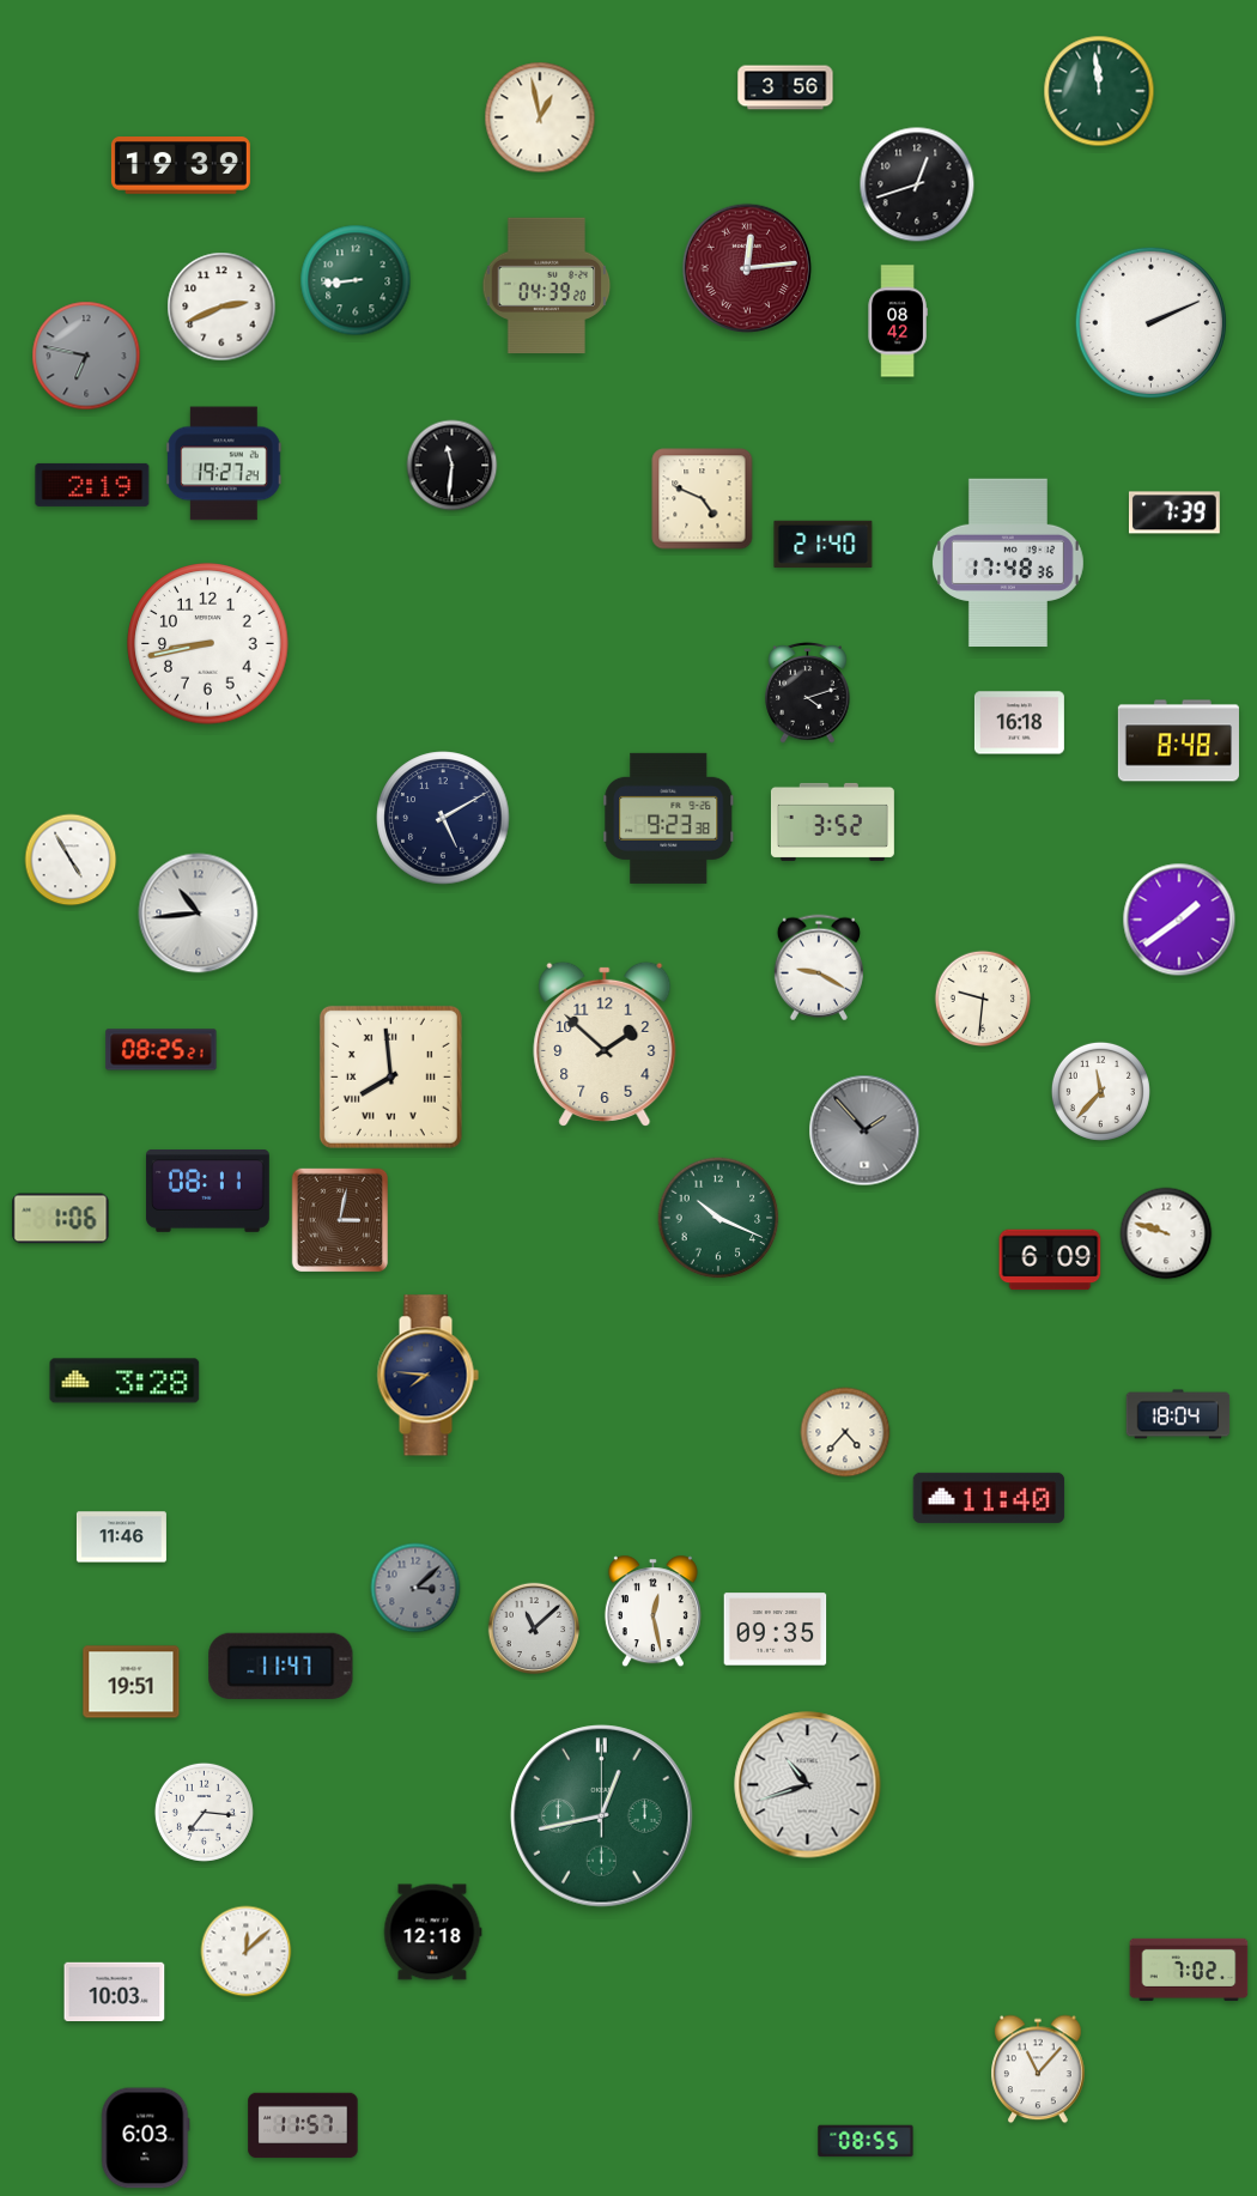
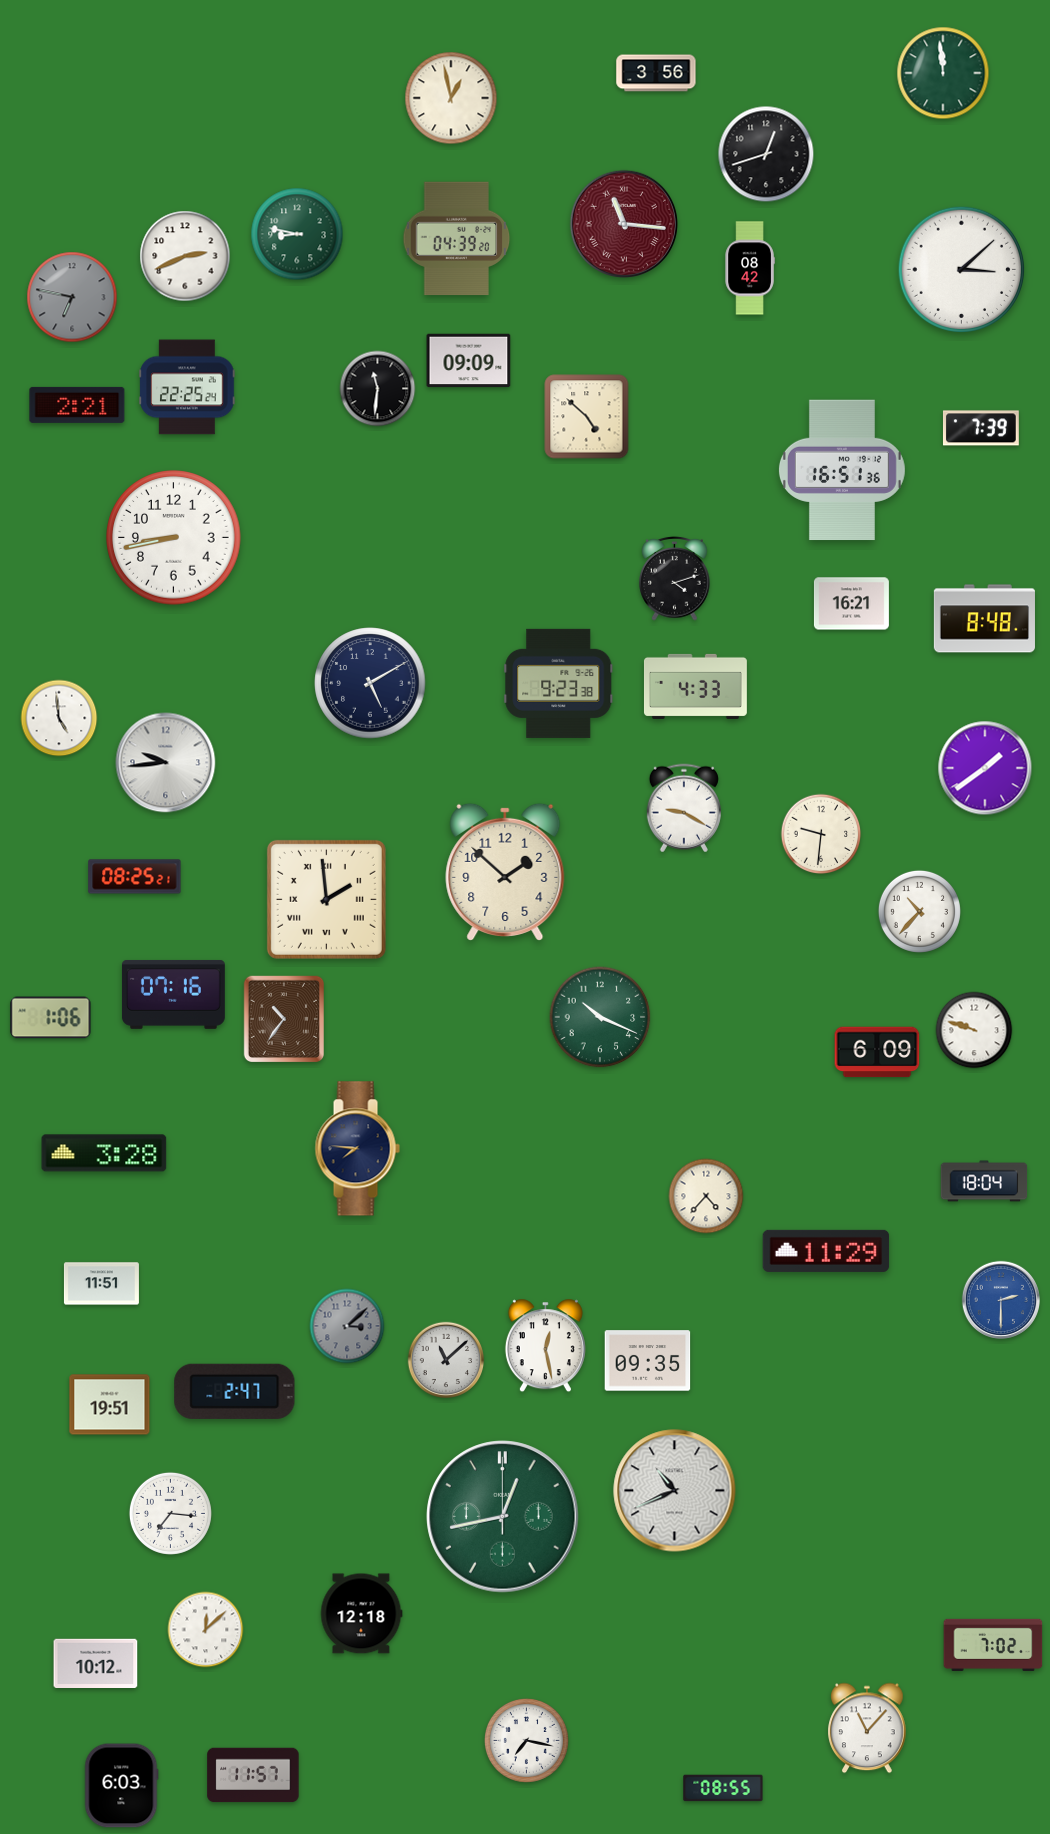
clock at (1099, 91) position: (1099, 91) -> (943, 73)
clock at (181, 166): 19:39 -> none
clock at (747, 268): 12:14 -> 11:16
clock at (356, 280): 8:44 -> 8:47
clock at (1152, 323): 2:11 -> 3:08
clock at (469, 361): none -> 09:09
clock at (224, 463): 19:27 -> 22:25
clock at (92, 485): 2:19 -> 2:21
clock at (703, 499): 4:49 -> 4:52
clock at (824, 545): 21:40 -> none
clock at (1008, 563): 17:48 -> 16:51
clock at (1019, 723): 16:18 -> 16:21
clock at (832, 821): 3:52 -> 4:33
clock at (71, 860): 4:55 -> 4:59
clock at (199, 914): 10:44 -> 9:44
clock at (390, 1076): 7:59 -> 1:59
clock at (1100, 1091): 11:37 -> 10:37
clock at (864, 1130): 1:53 -> none
clock at (207, 1190): 08:11 -> 07:16
clock at (339, 1220): 3:02 -> 10:36
clock at (989, 1498): 11:40 -> 11:29
clock at (121, 1537): 11:46 -> 11:51
clock at (1000, 1299): none -> 2:30
clock at (281, 1666): 11:47 -> 2:47
clock at (808, 1785): 10:42 -> 10:41
clock at (115, 1991): 10:03 -> 10:12
clock at (526, 1740): none -> 7:17
